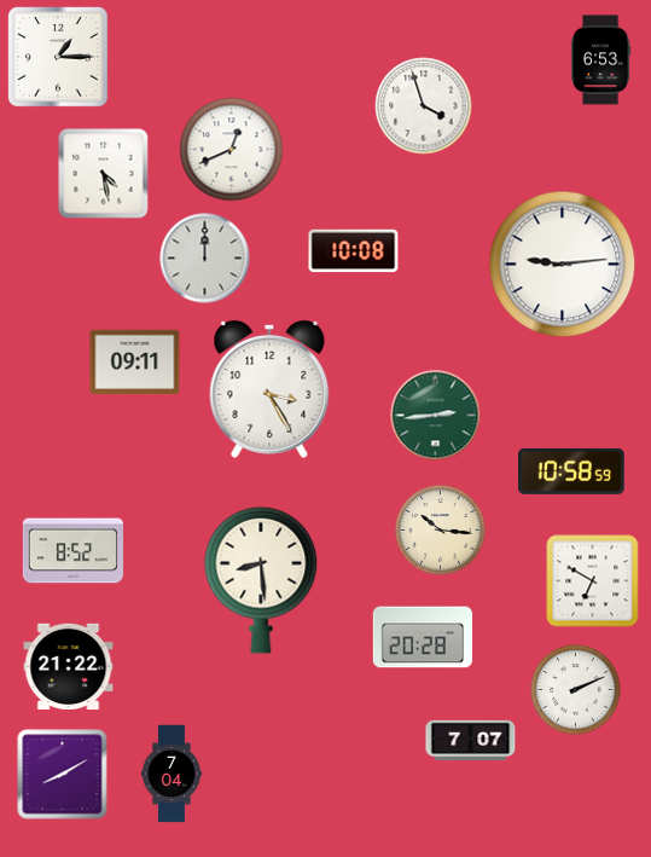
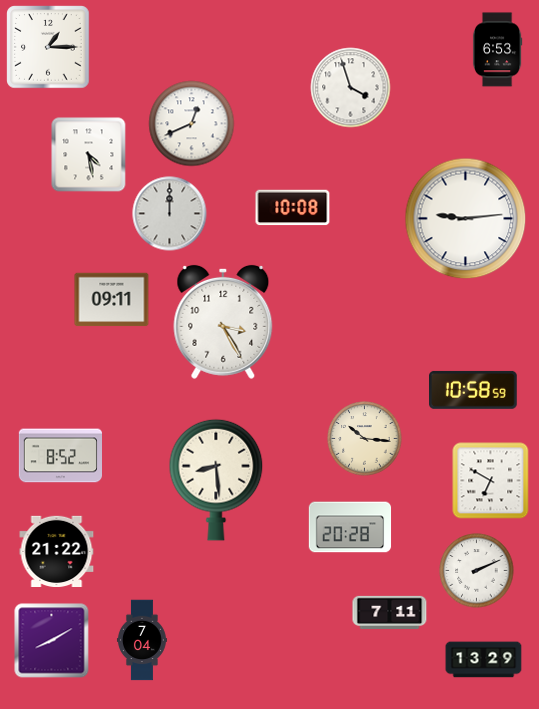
clock at (104, 174) position: (104, 174) -> (89, 155)
clock at (436, 416): 2:44 -> none
clock at (471, 740): 7:07 -> 7:11
clock at (484, 660): none -> 13:29
